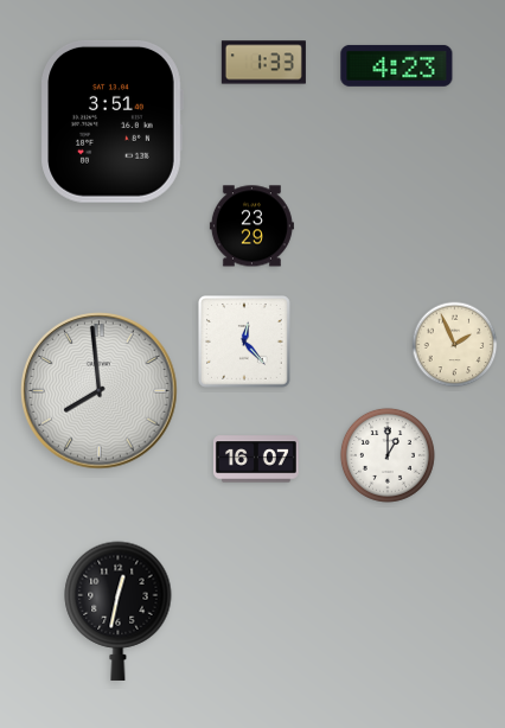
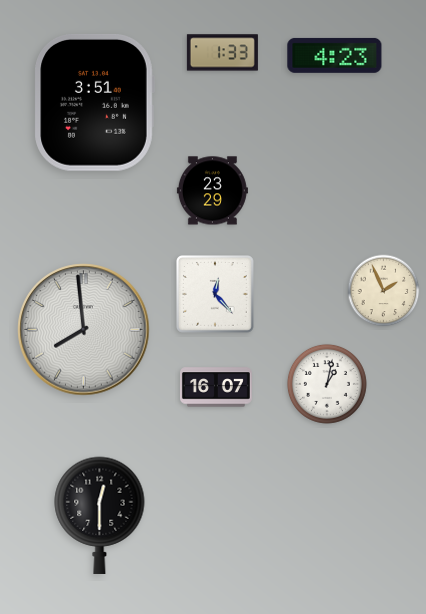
clock at (245, 343) position: (245, 343) -> (216, 295)
clock at (388, 455): 1:00 -> 1:02
clock at (119, 611): 12:32 -> 12:30
